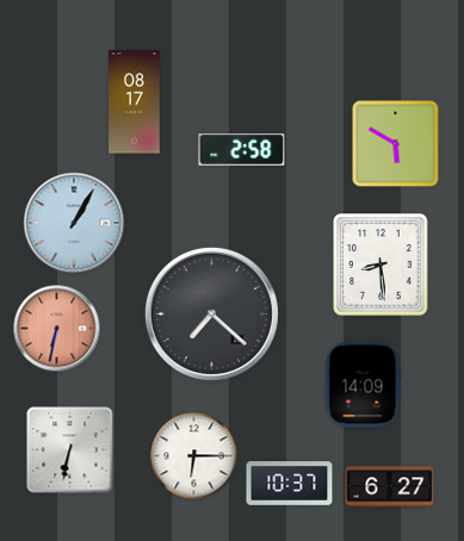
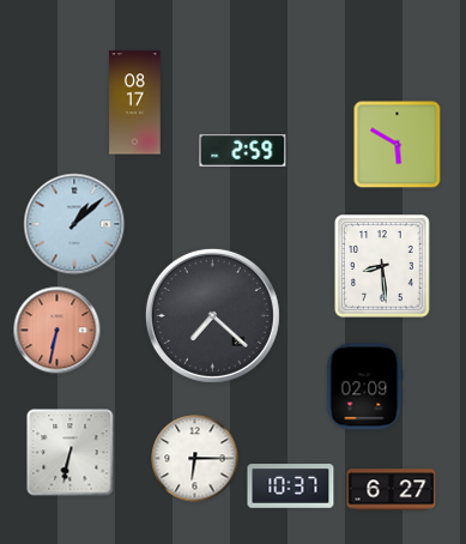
clock at (242, 150): 2:58 -> 2:59
clock at (74, 223): 1:05 -> 1:08
clock at (364, 385): 14:09 -> 02:09
